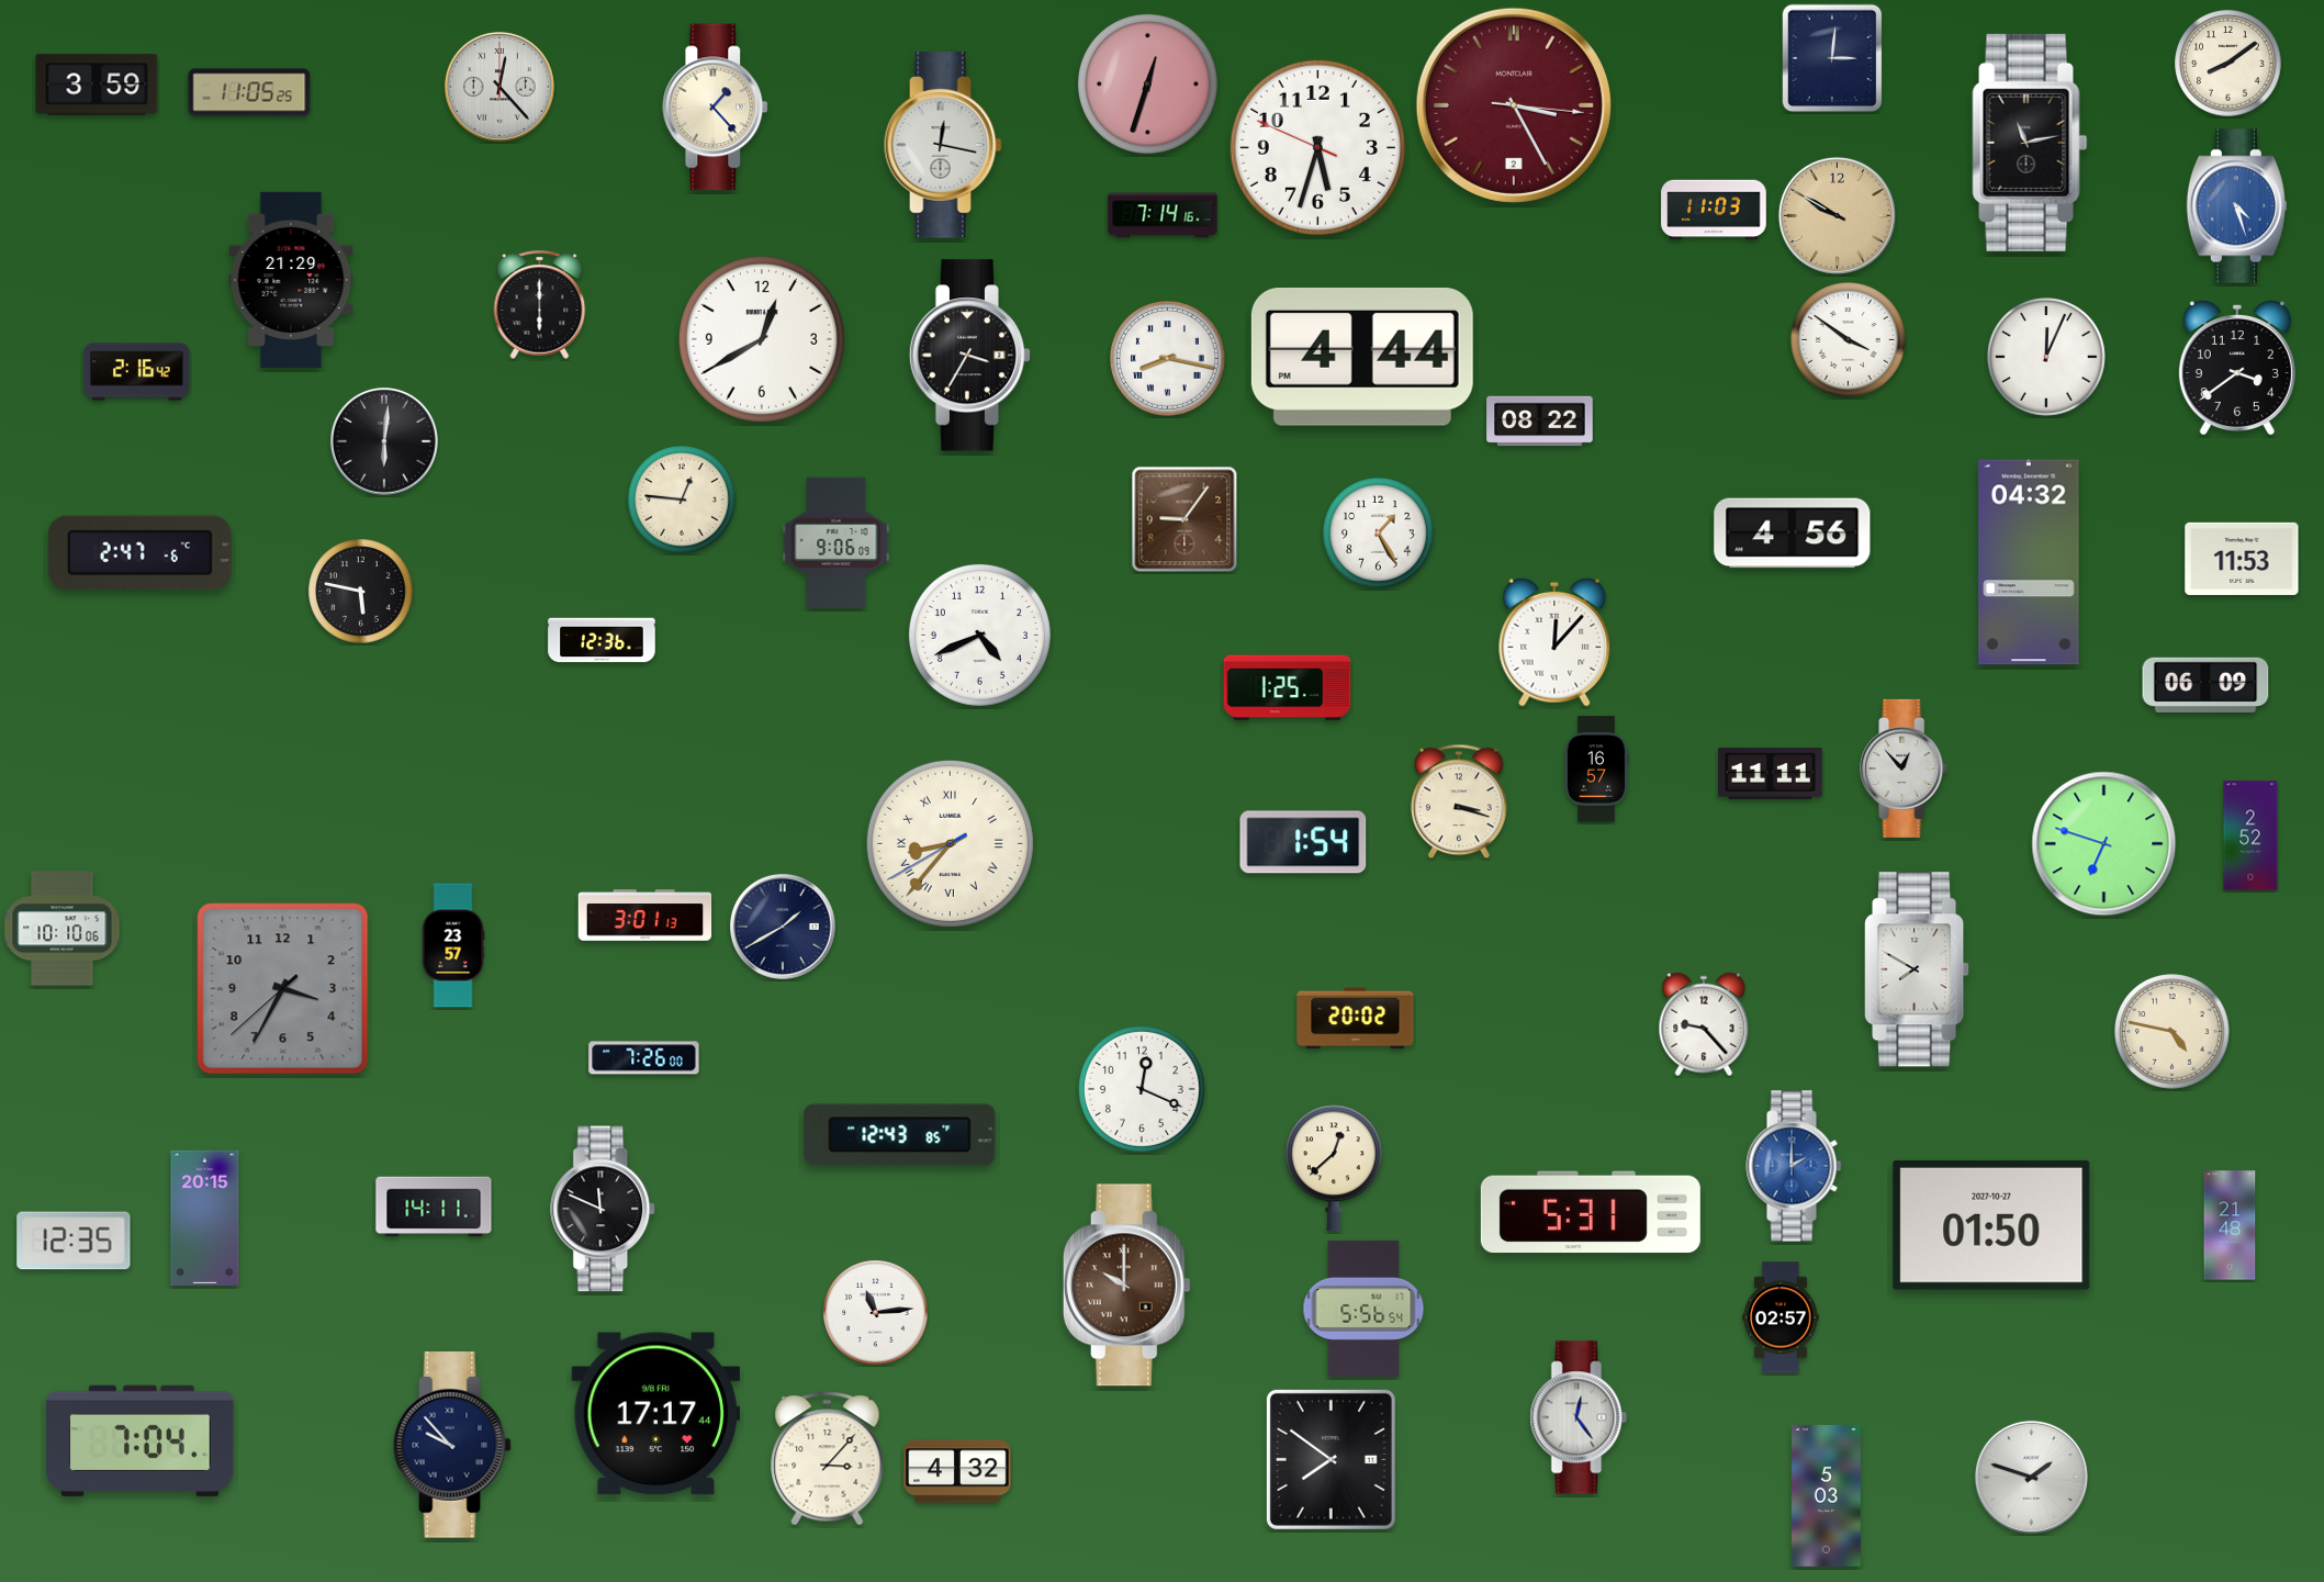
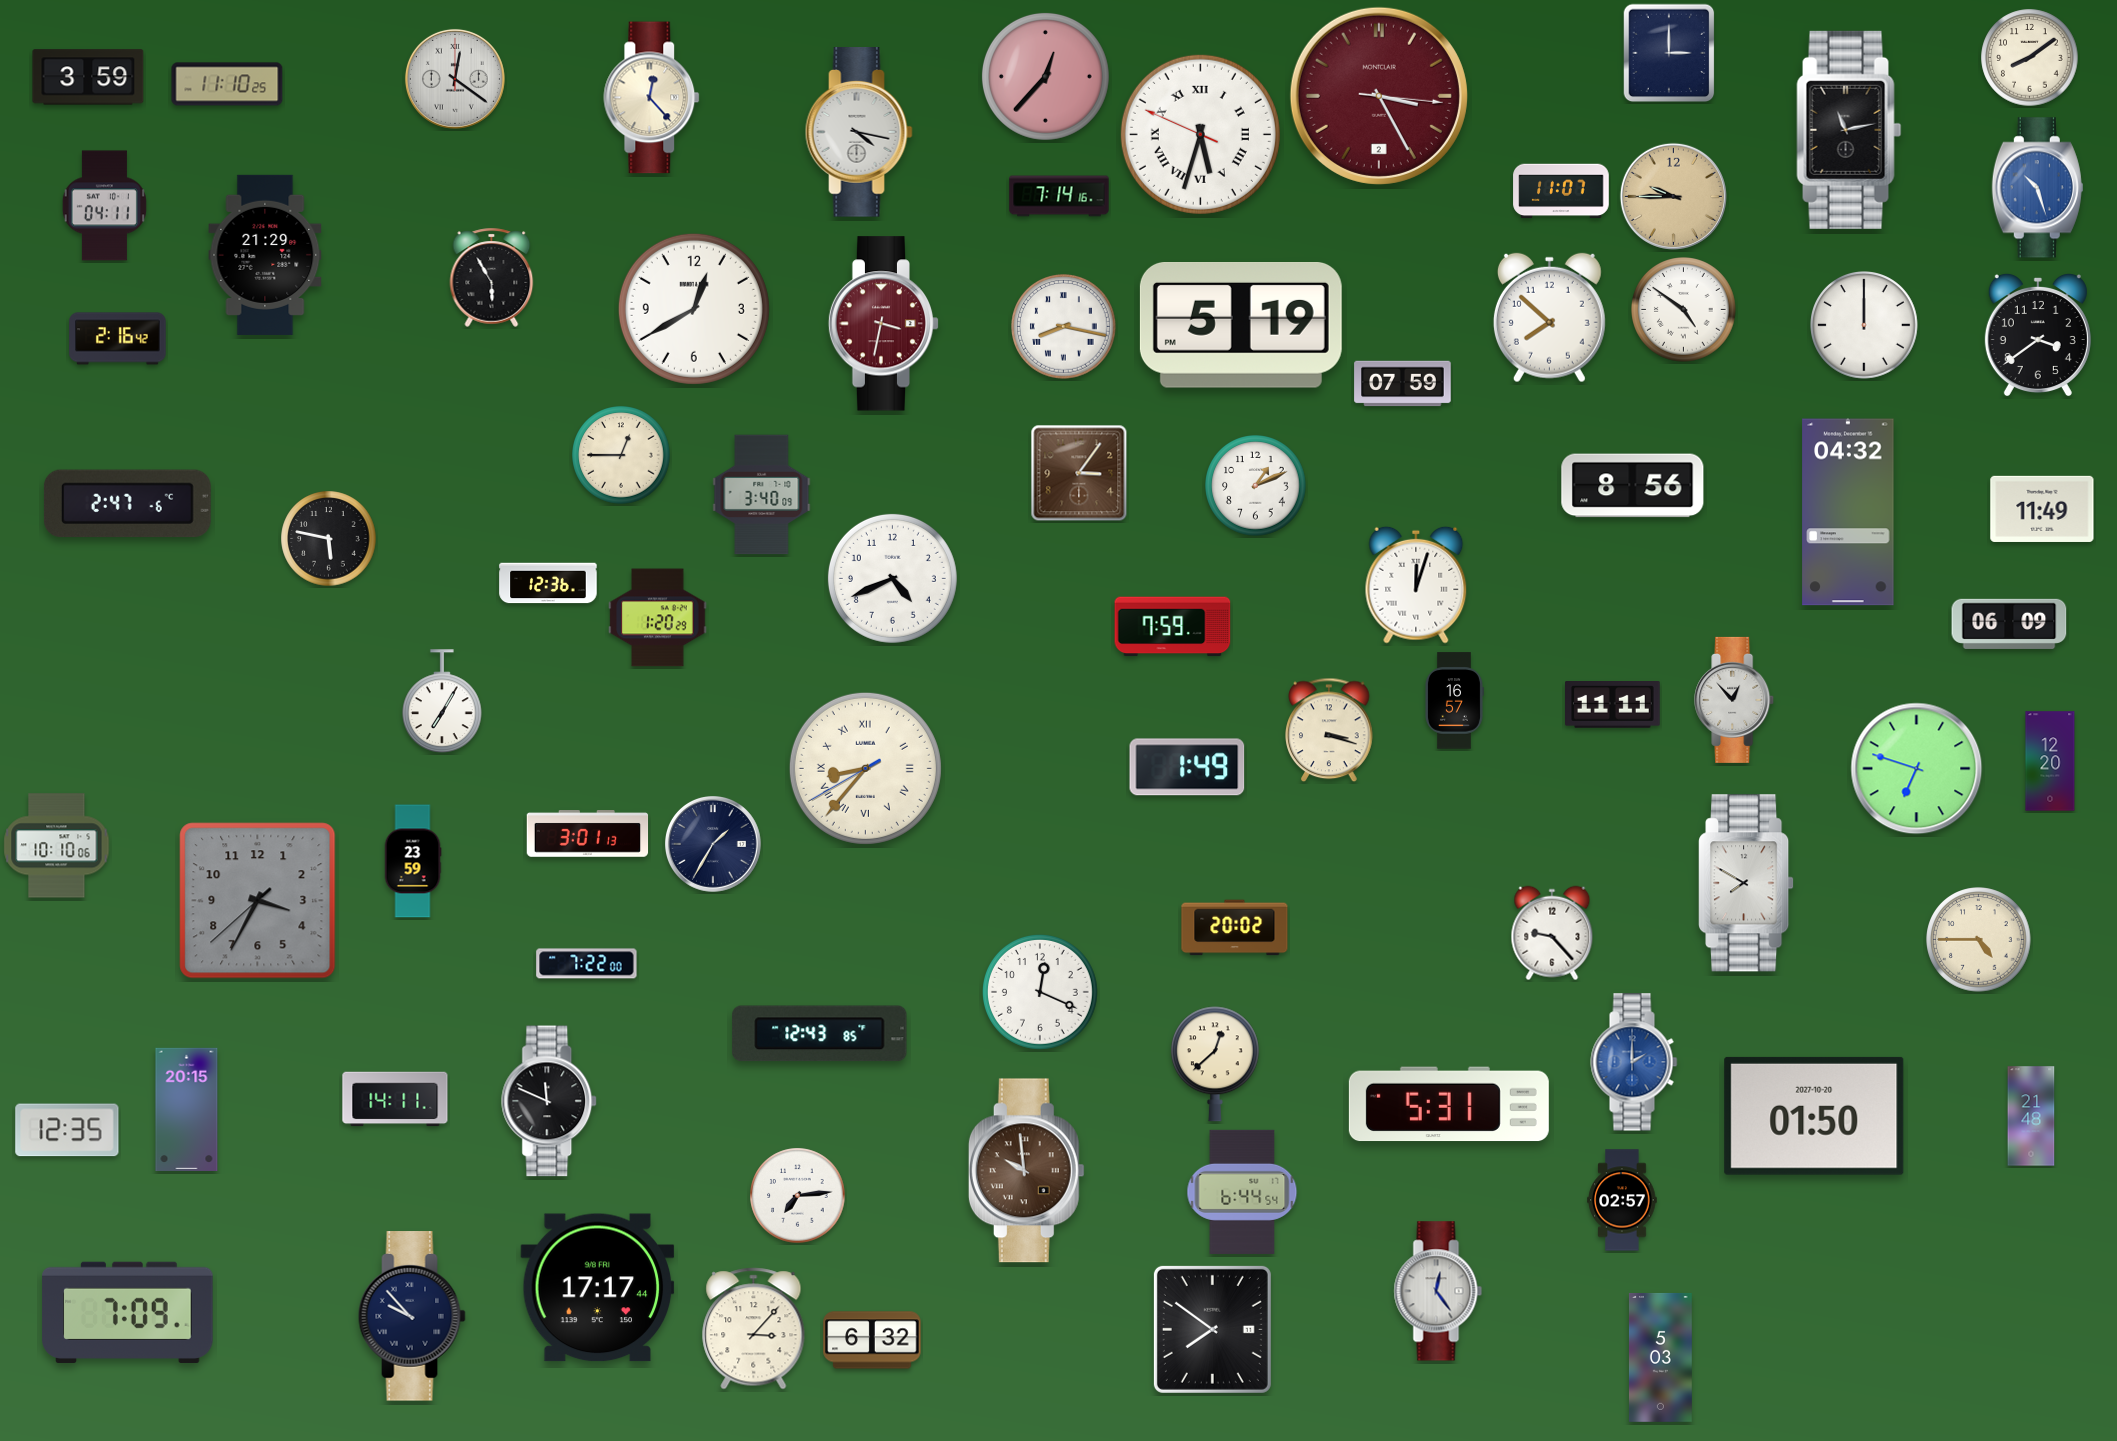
clock at (1832, 58): 3:01 -> 3:00
clock at (1147, 83): 12:33 -> 12:37
clock at (499, 87): 12:23 -> 12:21
clock at (249, 92): 11:05 -> 11:10
clock at (716, 108): 1:23 -> 12:23
clock at (943, 145): 12:17 -> 4:17
clock at (1317, 147) numerals: Arabic -> Roman
clock at (2236, 206): 4:27 -> 10:27
clock at (1714, 210): 11:03 -> 11:07
clock at (1837, 215): 9:50 -> 9:45
clock at (104, 206): none -> 04:11
clock at (540, 304): 6:00 -> 5:55
clock at (1849, 340): 3:51 -> 4:51
clock at (1549, 318): none -> 7:52
clock at (970, 356): 3:35 -> 3:32
clock at (970, 356) dial: black -> burgundy
clock at (1362, 358): 4:44 -> 5:19
clock at (2047, 358): 12:04 -> 12:00
clock at (137, 372) position: (137, 372) -> (118, 339)
clock at (1540, 422): 08:22 -> 07:59
clock at (384, 441): 6:01 -> none
clock at (682, 500): 12:46 -> 12:45
clock at (1185, 519): 9:06 -> 3:06
clock at (1379, 534): 1:25 -> 1:11
clock at (1793, 534): 4:56 -> 8:56
clock at (837, 543): 9:06 -> 3:40
clock at (2242, 559): 11:53 -> 11:49
clock at (1554, 642): 12:07 -> 12:03
clock at (658, 618): none -> 1:20
clock at (1288, 688): 1:25 -> 7:59
clock at (443, 701): none -> 7:05
clock at (2250, 835): 2:52 -> 12:20
clock at (1303, 842): 1:54 -> 1:49
clock at (784, 928): 1:40 -> 1:35
clock at (453, 945): 23:57 -> 23:59
clock at (2173, 1032): 4:47 -> 4:45
clock at (644, 1058): 7:26 -> 7:22
clock at (1991, 1225) date: 2027-10-27 -> 2027-10-20
clock at (1126, 1286): 10:00 -> 9:59
clock at (1363, 1309): 5:56 -> 6:44
clock at (876, 1313): 11:14 -> 7:14
clock at (141, 1440): 7:04 -> 7:09
clock at (957, 1471): 4:32 -> 6:32
clock at (2031, 1477): 1:48 -> none
clock at (1826, 1495) position: (1826, 1495) -> (1660, 1357)
